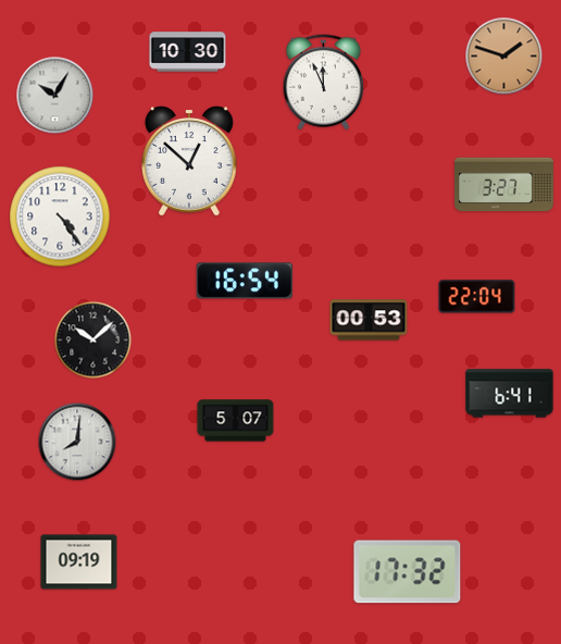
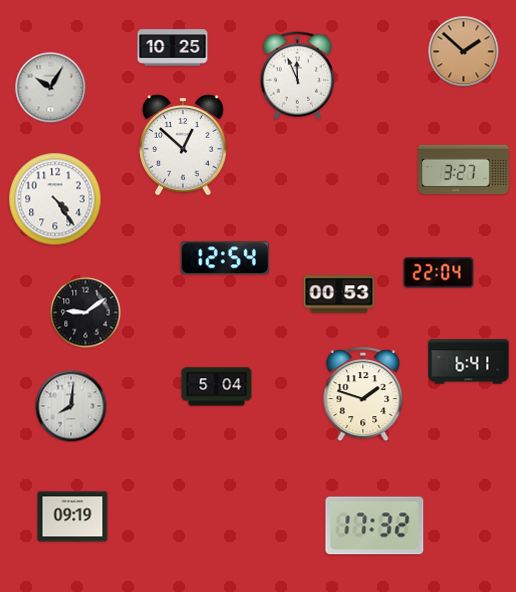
clock at (188, 52): 10:30 -> 10:25
clock at (504, 57): 1:48 -> 1:52
clock at (189, 161) position: (189, 161) -> (183, 145)
clock at (245, 281): 16:54 -> 12:54
clock at (93, 340): 10:08 -> 9:09
clock at (236, 421): 5:07 -> 5:04
clock at (363, 395): none -> 1:48
